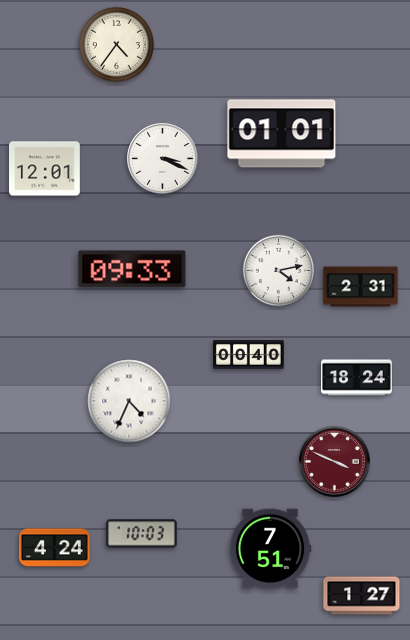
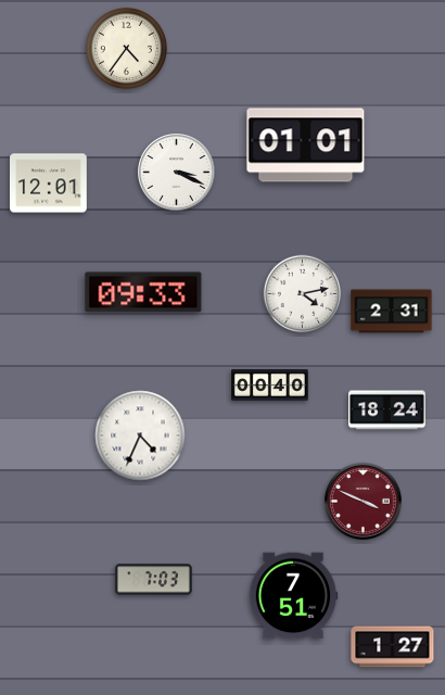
clock at (142, 534): 10:03 -> 7:03
clock at (55, 548): 4:24 -> none
